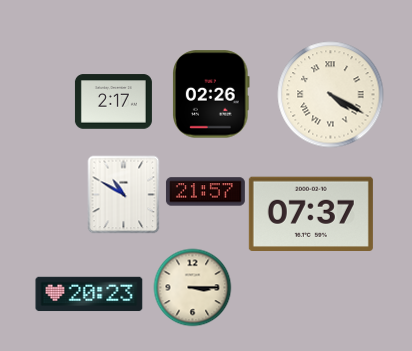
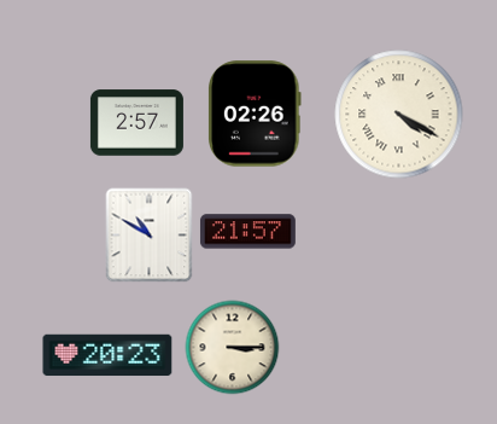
clock at (113, 102): 2:17 -> 2:57
clock at (311, 214): 07:37 -> none
